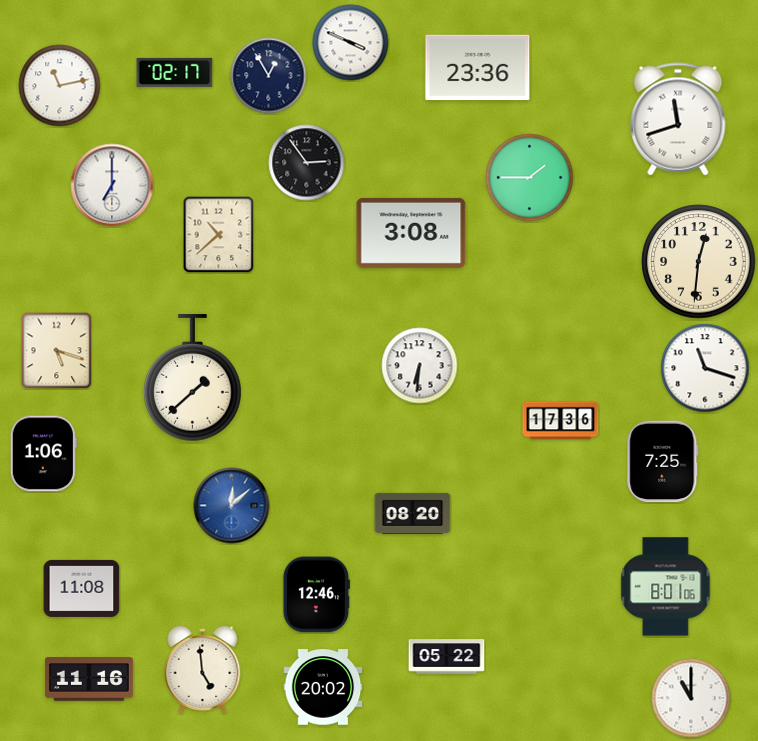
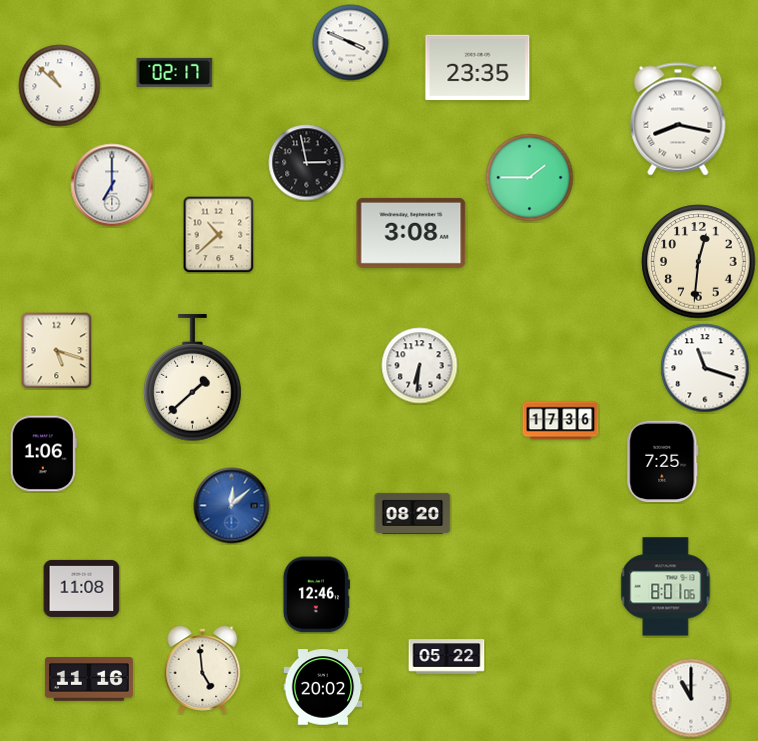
clock at (478, 68): 23:36 -> 23:35
clock at (269, 76): 12:55 -> none
clock at (60, 86): 11:13 -> 10:52
clock at (678, 119): 11:42 -> 8:17
clock at (307, 163): 2:54 -> 2:58
